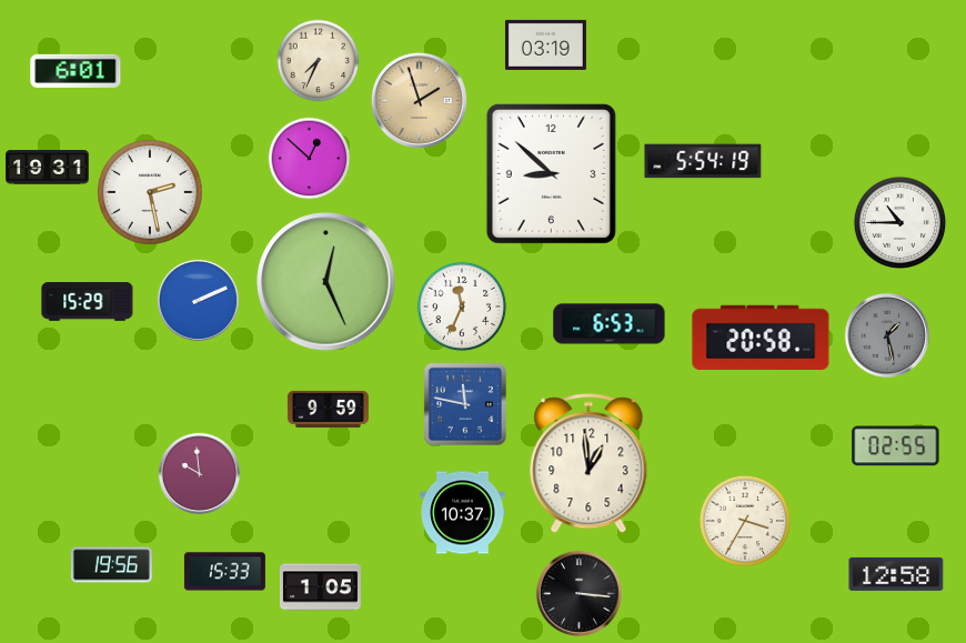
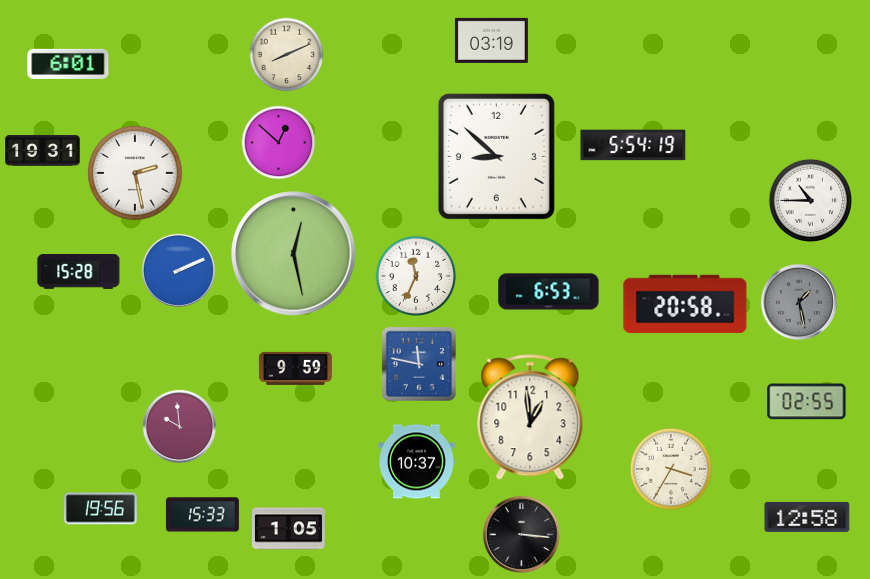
clock at (319, 61): 7:34 -> 8:11
clock at (419, 100): 1:57 -> none
clock at (326, 282): 12:26 -> 12:28
clock at (88, 302): 15:29 -> 15:28
